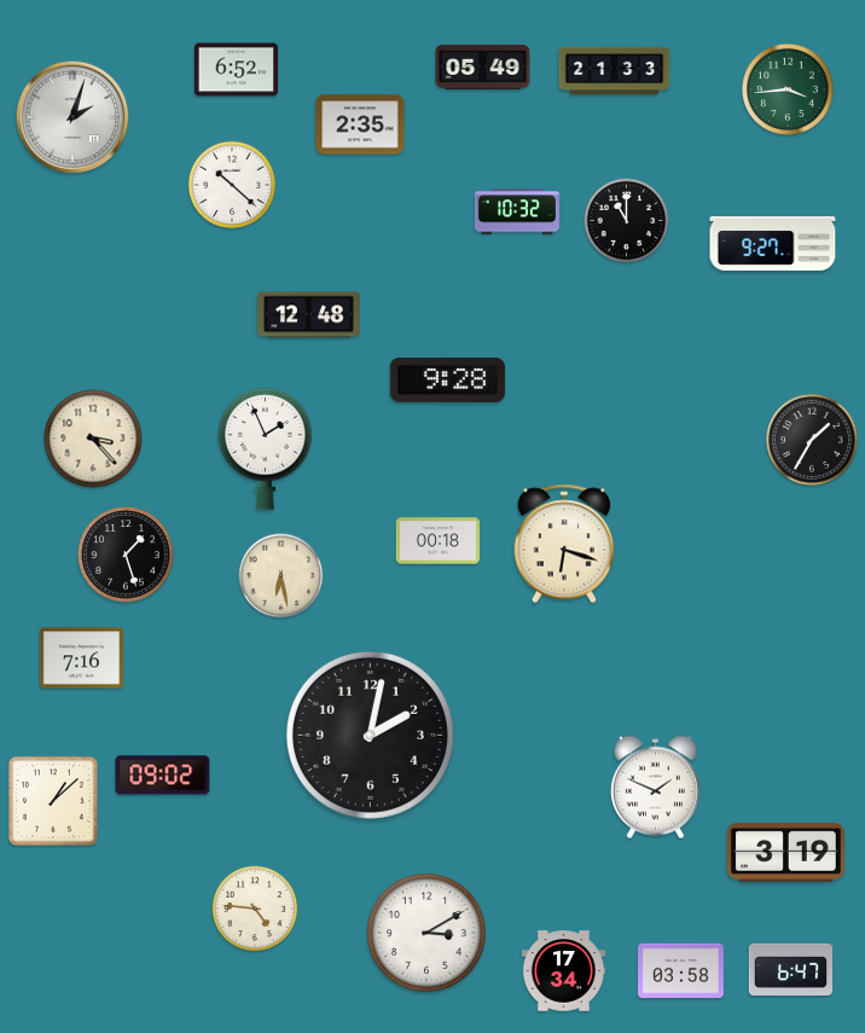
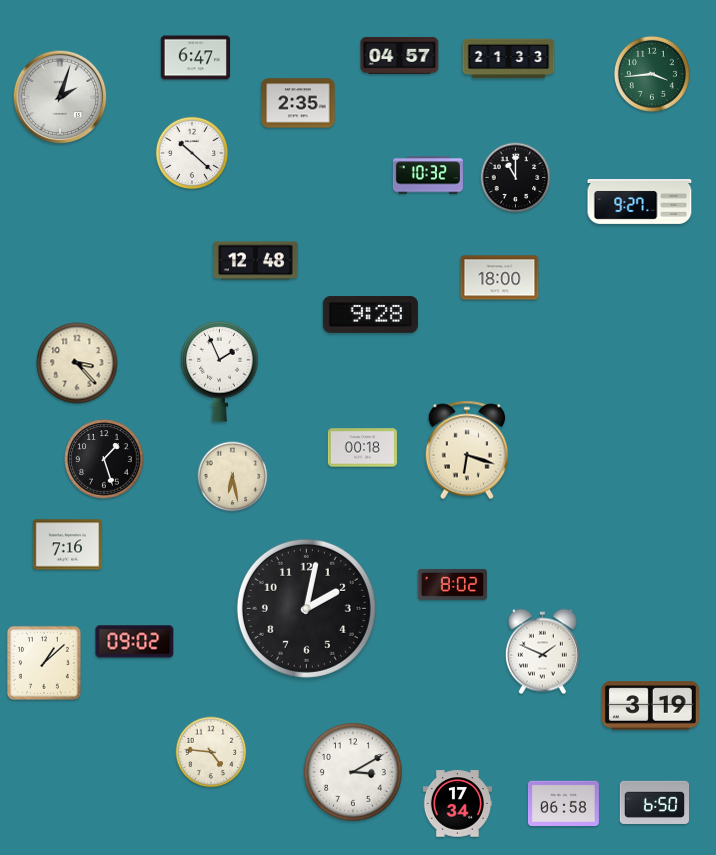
clock at (483, 68): 05:49 -> 04:57
clock at (237, 70): 6:52 -> 6:47
clock at (627, 221) position: (627, 221) -> (516, 178)
clock at (500, 278): none -> 18:00
clock at (812, 440): 1:35 -> none
clock at (452, 584): none -> 8:02
clock at (791, 969): 6:47 -> 6:50
clock at (564, 971) position: (564, 971) -> (458, 804)
clock at (680, 971): 03:58 -> 06:58
